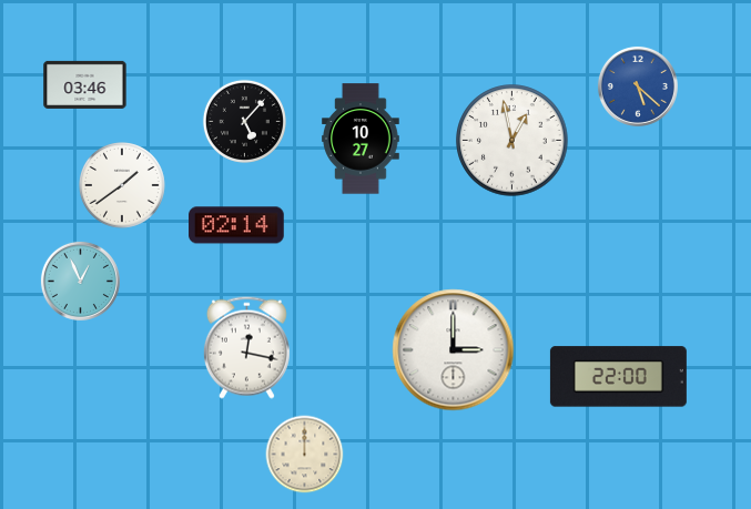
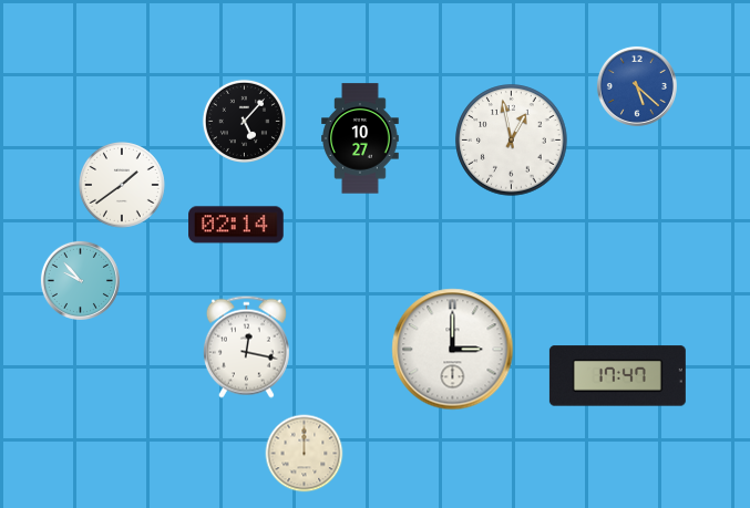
clock at (85, 84): 03:46 -> none
clock at (80, 281): 12:56 -> 9:53
clock at (618, 377): 22:00 -> 17:47
